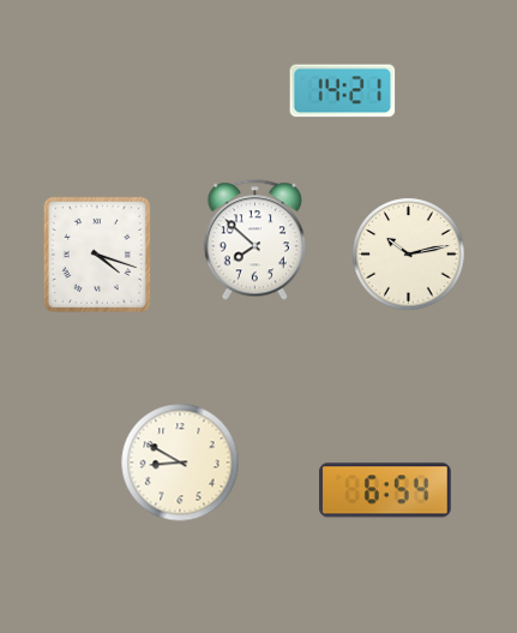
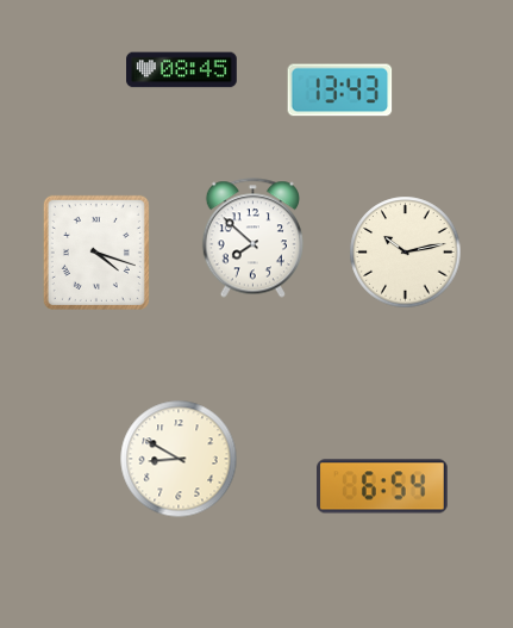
clock at (182, 70): none -> 08:45
clock at (343, 91): 14:21 -> 13:43
